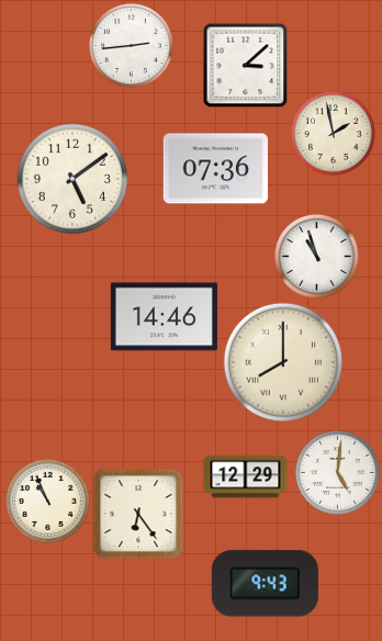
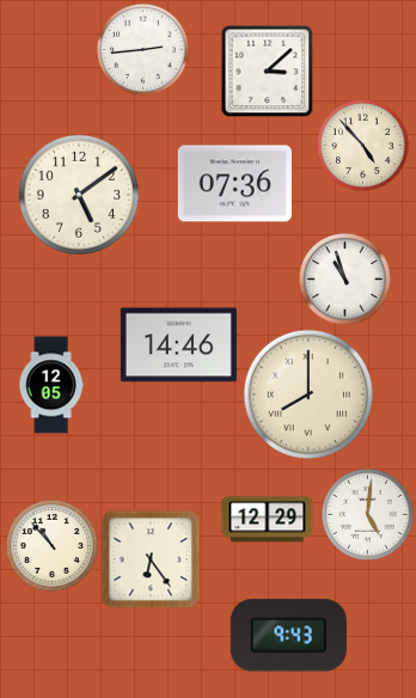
clock at (333, 133): 1:58 -> 4:53
clock at (51, 385): none -> 12:05
clock at (47, 501): 10:56 -> 10:53
